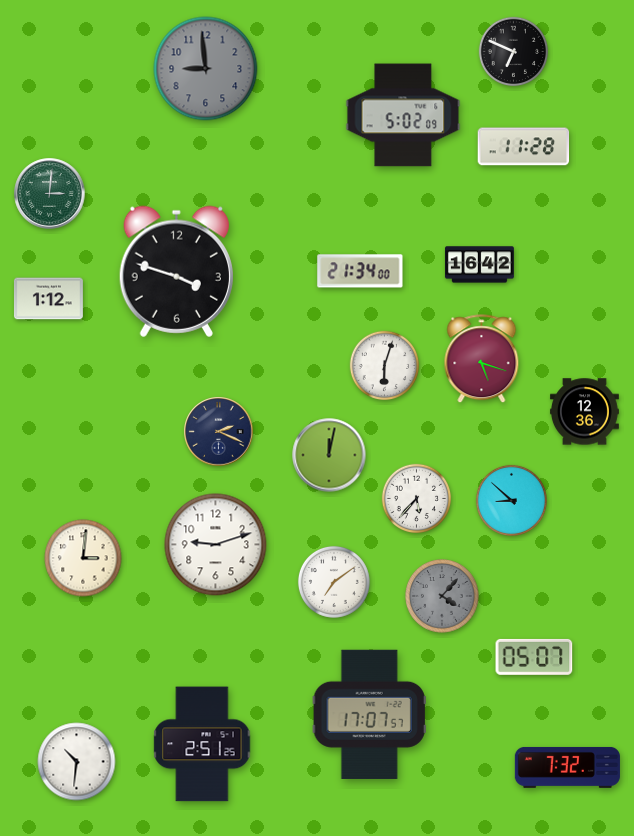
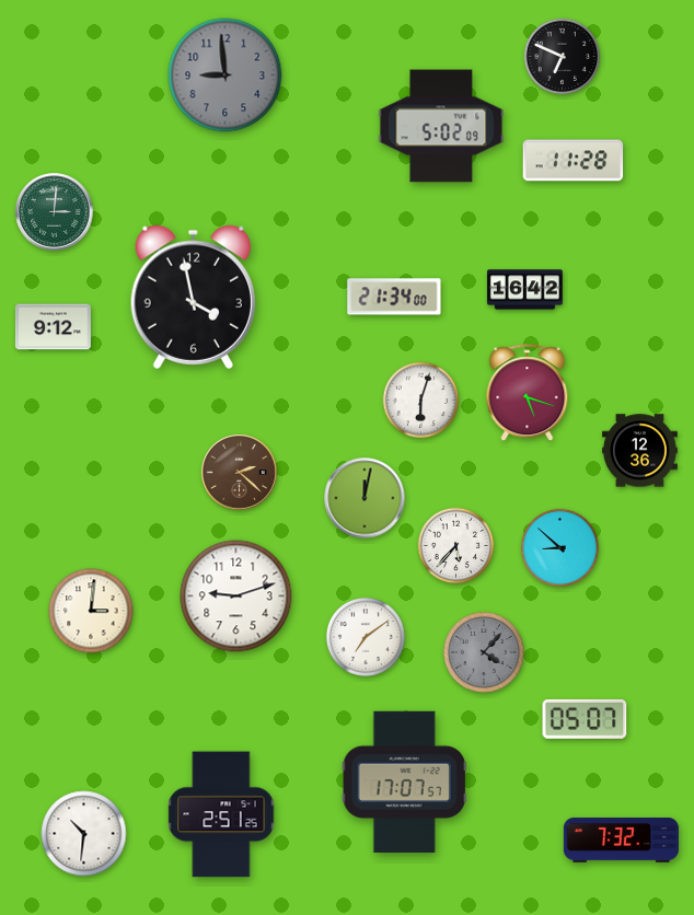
clock at (176, 271): 3:48 -> 3:58
clock at (48, 299): 1:12 -> 9:12
clock at (219, 432): 2:19 -> 2:22
clock at (219, 432) dial: navy -> brown
clock at (329, 455) position: (329, 455) -> (365, 498)
